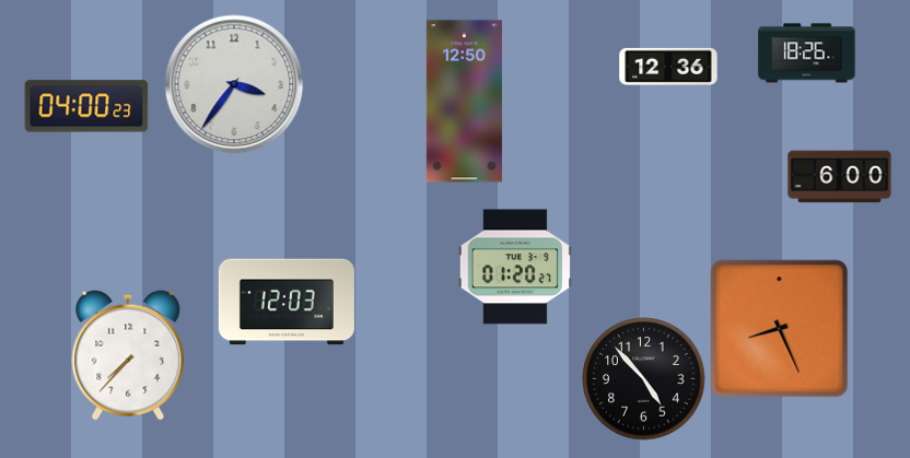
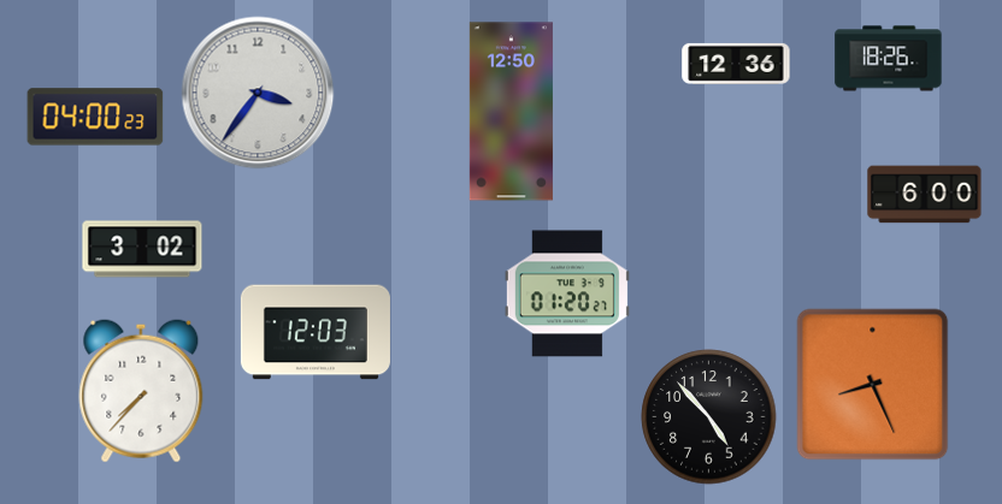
clock at (668, 67) position: (668, 67) -> (736, 64)
clock at (142, 249): none -> 3:02
clock at (780, 329) position: (780, 329) -> (873, 385)
